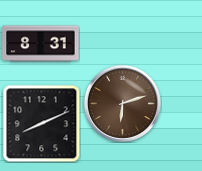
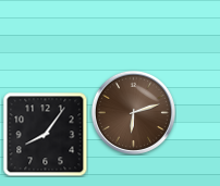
clock at (41, 44): 8:31 -> none
clock at (41, 123): 8:11 -> 8:06
